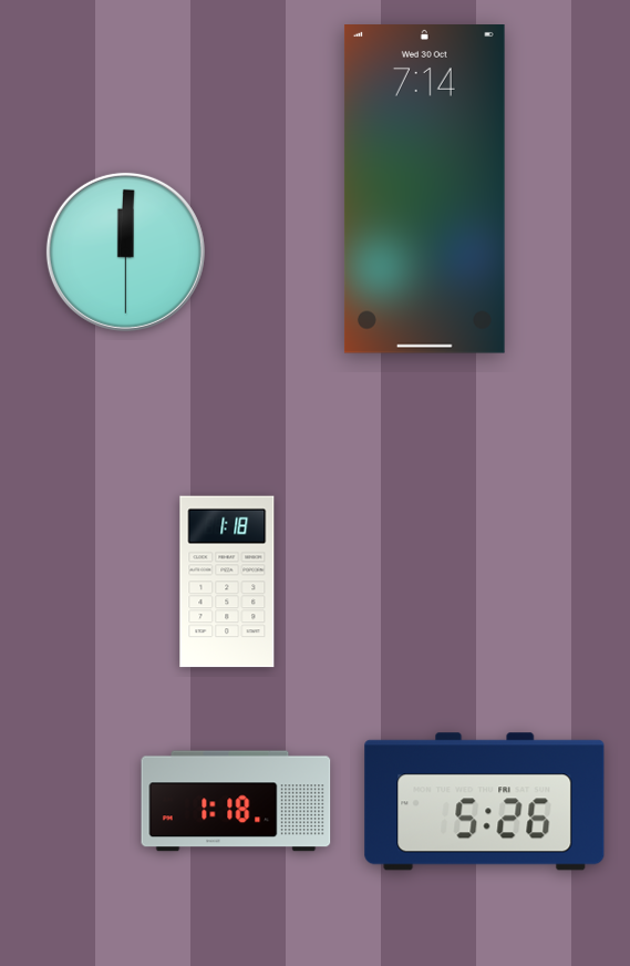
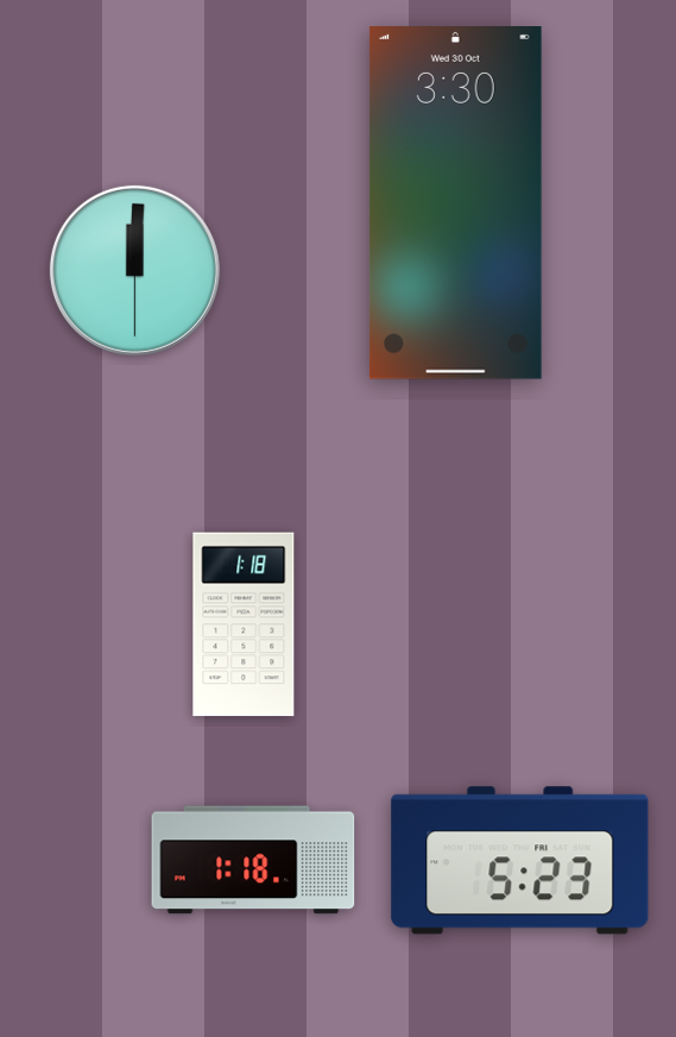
clock at (424, 189): 7:14 -> 3:30
clock at (485, 802): 5:26 -> 5:23
